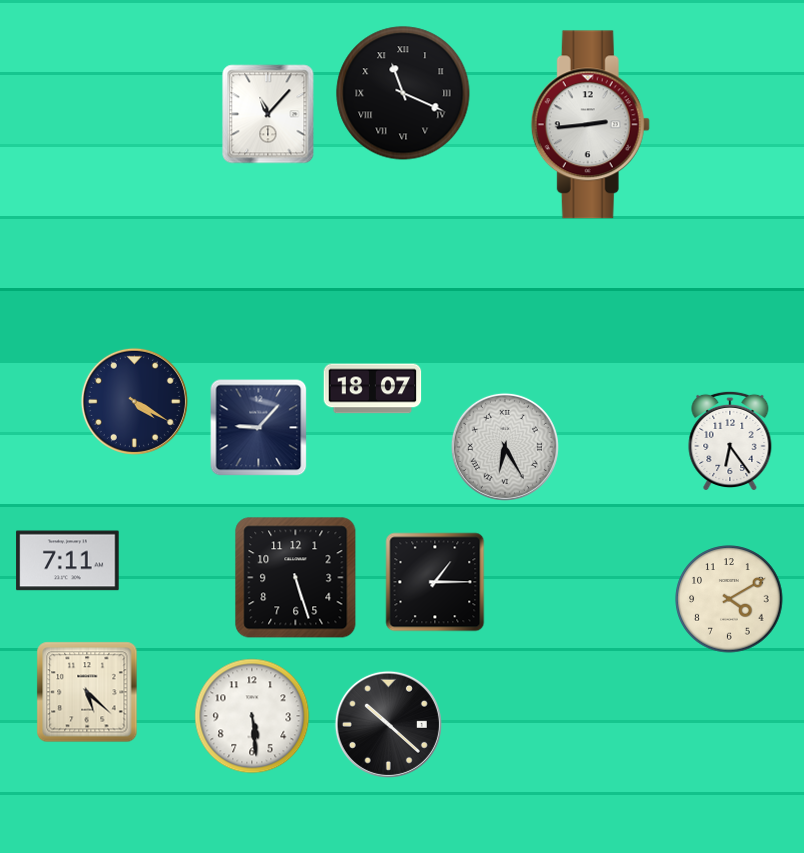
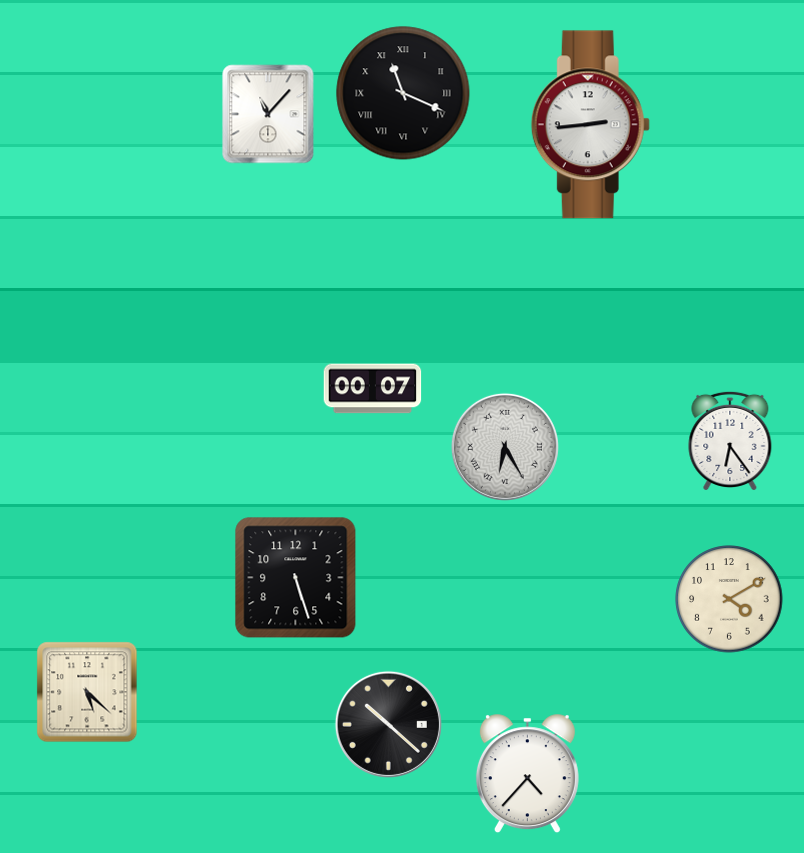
clock at (373, 389): 18:07 -> 00:07
clock at (134, 401): 4:20 -> none
clock at (259, 428): 9:07 -> none
clock at (68, 561): 7:11 -> none
clock at (435, 582): 1:15 -> none
clock at (252, 716): 5:29 -> none
clock at (527, 774): none -> 4:37
